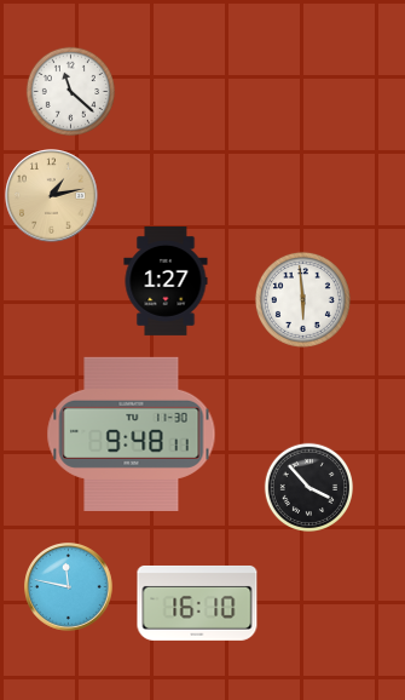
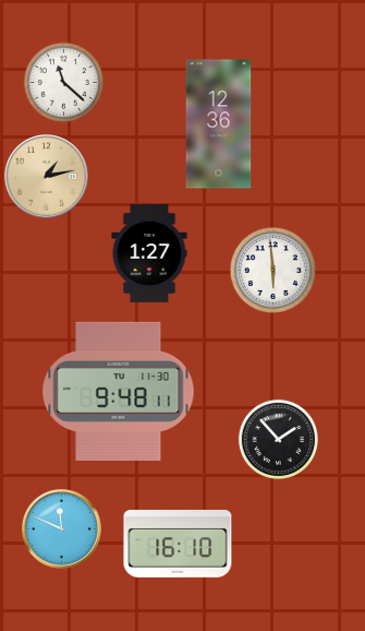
clock at (219, 124): none -> 12:36
clock at (308, 487): 3:53 -> 1:53
clock at (69, 587): 11:47 -> 11:49
